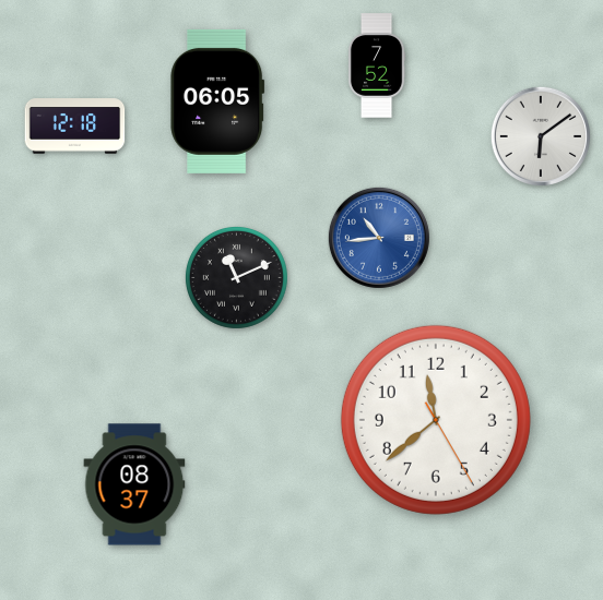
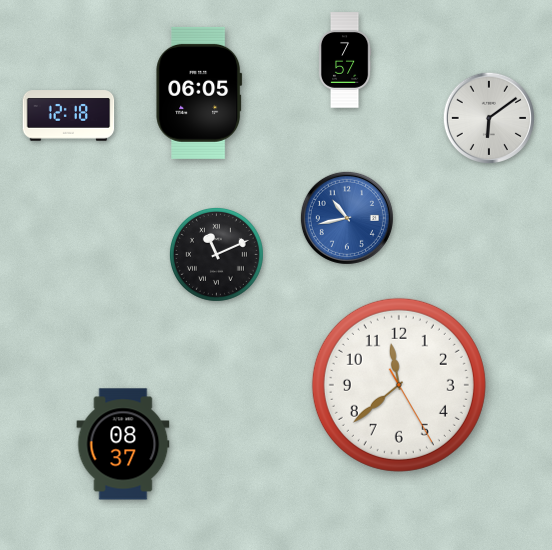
clock at (377, 65): 7:52 -> 7:57
clock at (541, 136) position: (541, 136) -> (489, 118)
clock at (379, 238): 10:44 -> 10:43
